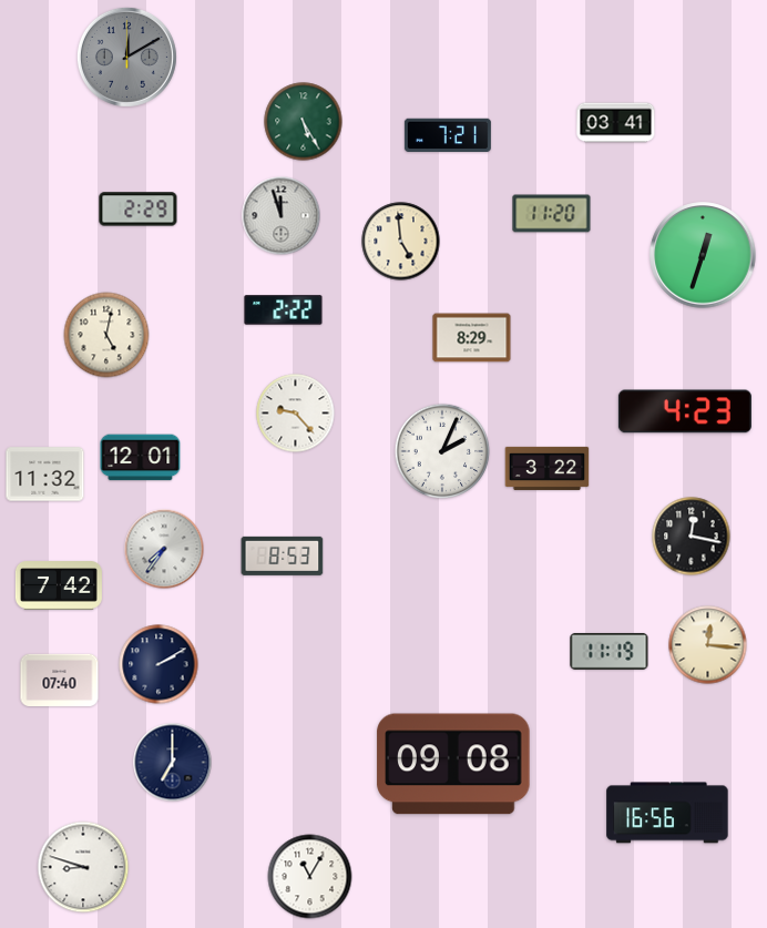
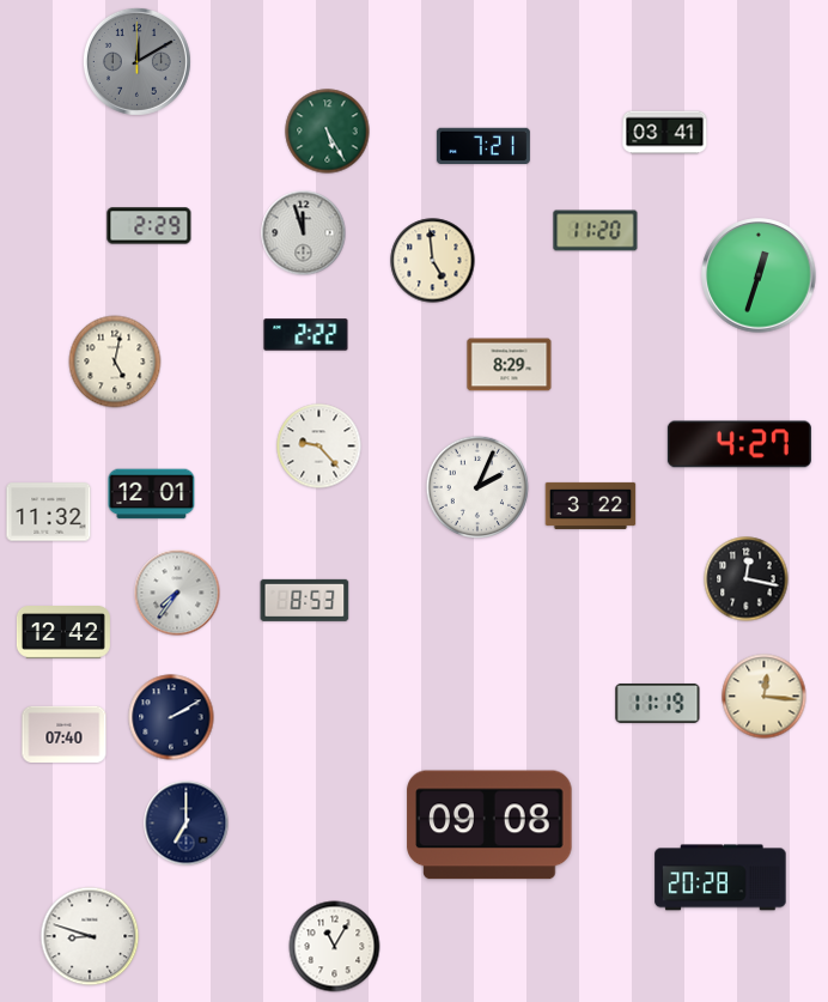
clock at (685, 411): 4:23 -> 4:27
clock at (59, 587): 7:42 -> 12:42
clock at (667, 813): 16:56 -> 20:28
